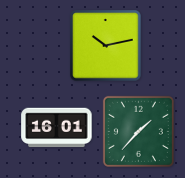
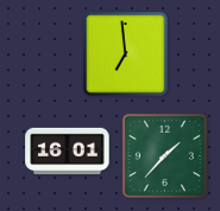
clock at (106, 46): 10:13 -> 6:59
